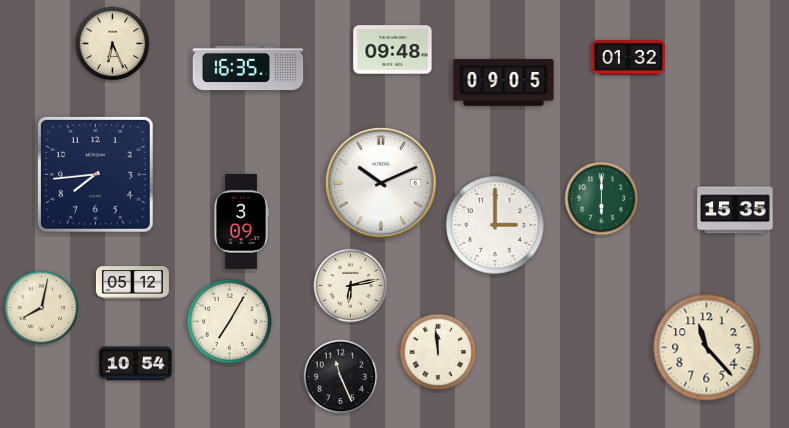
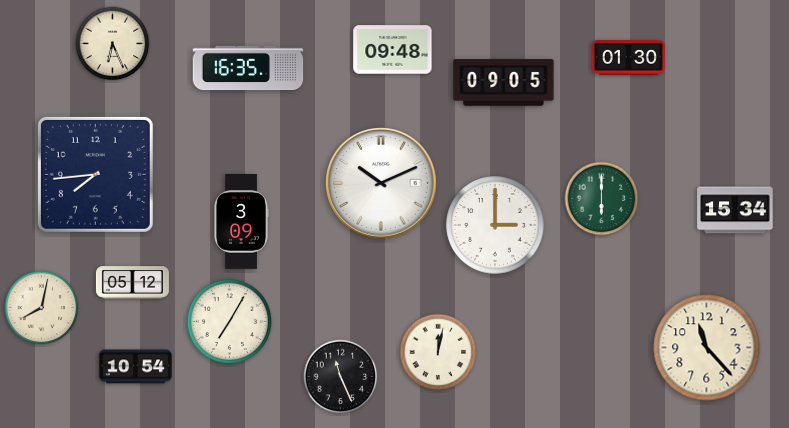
clock at (628, 58): 01:32 -> 01:30
clock at (735, 210): 15:35 -> 15:34
clock at (351, 286): 6:13 -> none
clock at (438, 352): 11:59 -> 12:02
clock at (135, 364) position: (135, 364) -> (135, 367)
